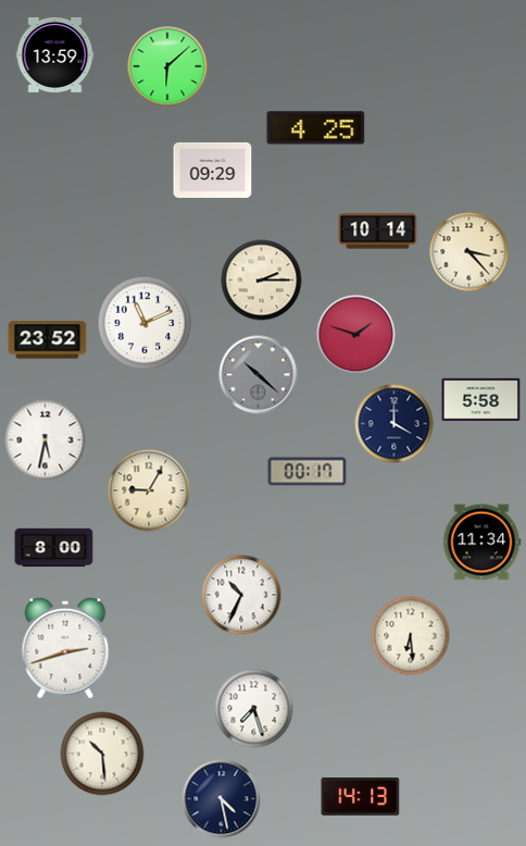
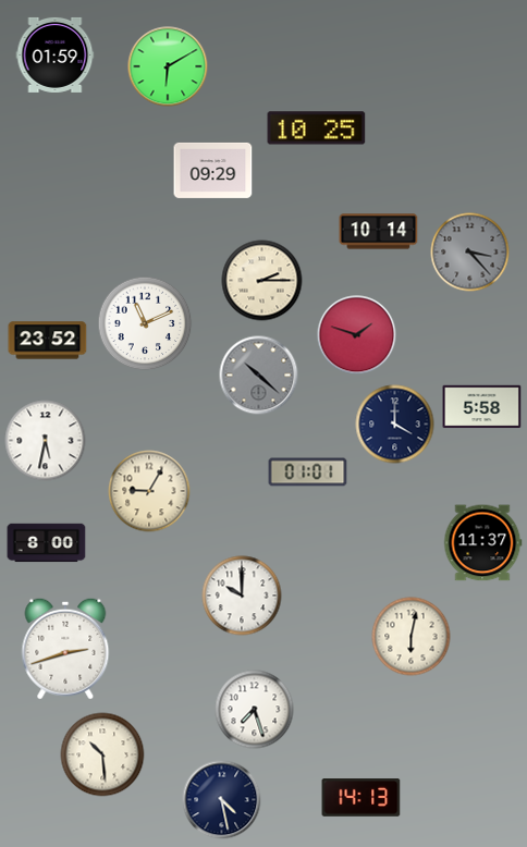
clock at (55, 54): 13:59 -> 01:59
clock at (167, 66): 6:08 -> 6:10
clock at (316, 128): 4:25 -> 10:25
clock at (469, 252) dial: cream -> grey
clock at (481, 400) position: (481, 400) -> (482, 407)
clock at (308, 472): 00:17 -> 01:01
clock at (481, 543): 11:34 -> 11:37
clock at (54, 548) position: (54, 548) -> (47, 543)
clock at (241, 595): 10:34 -> 10:00
clock at (411, 636): 6:29 -> 6:02
